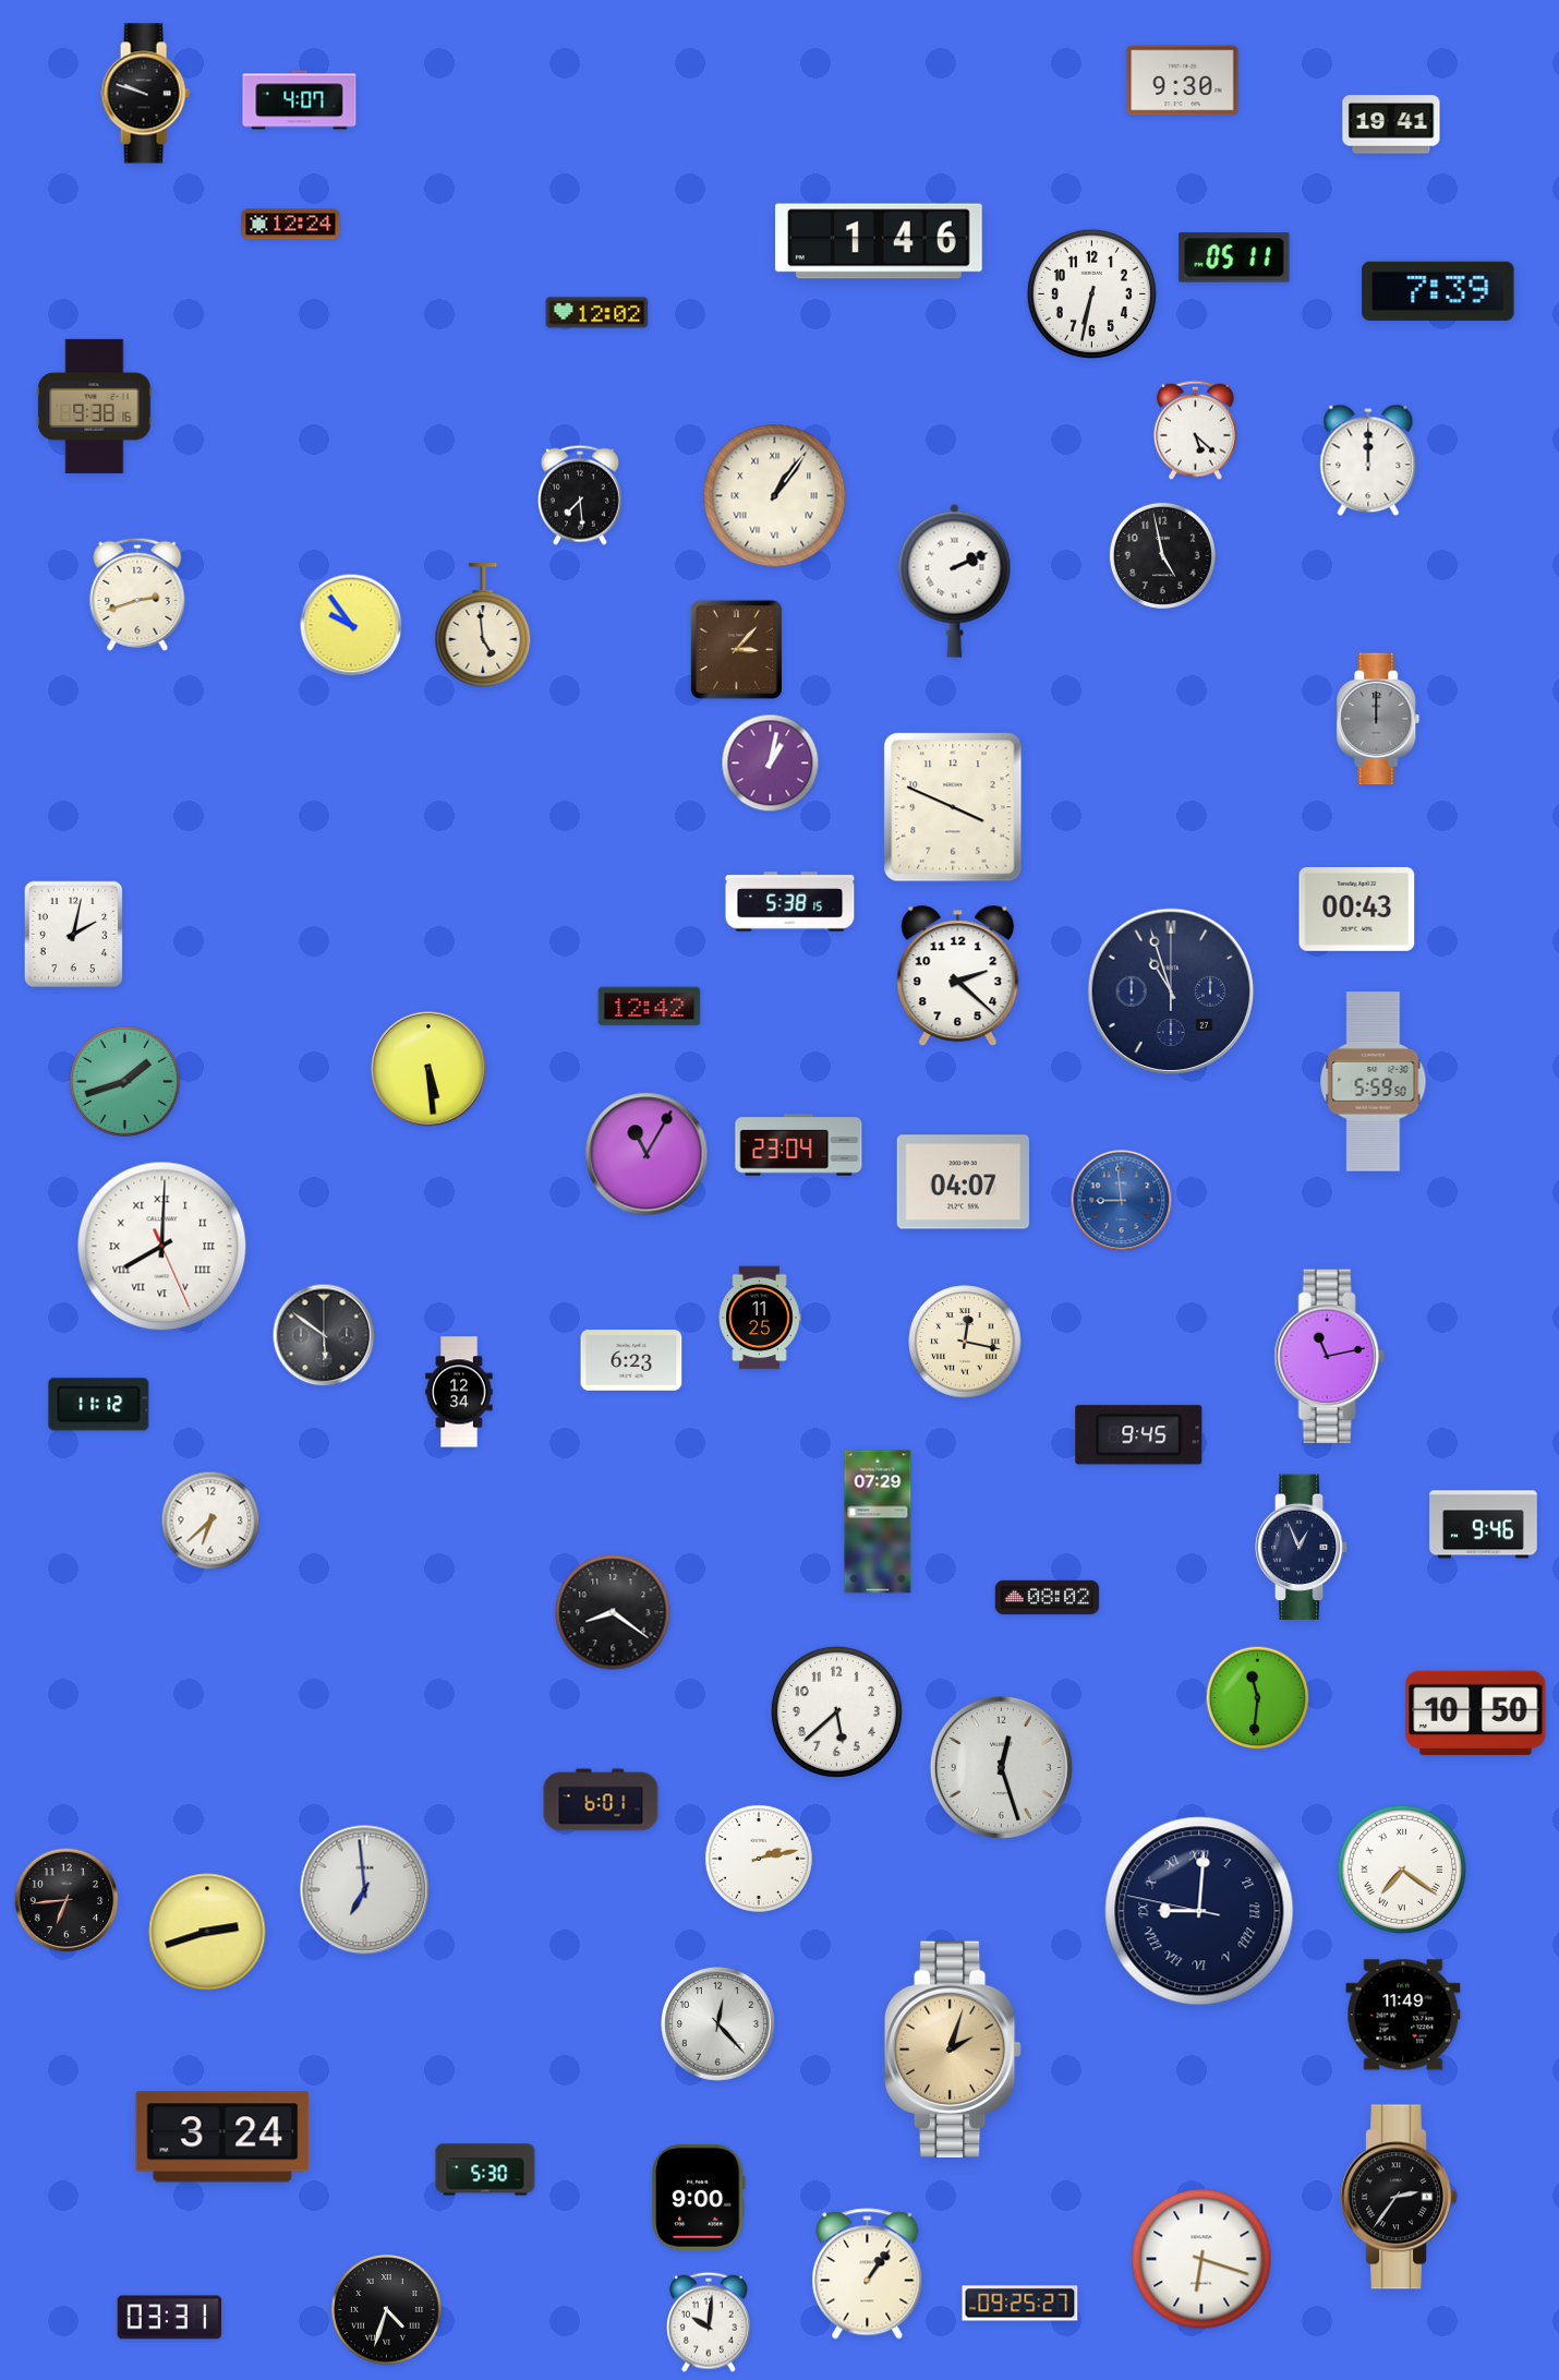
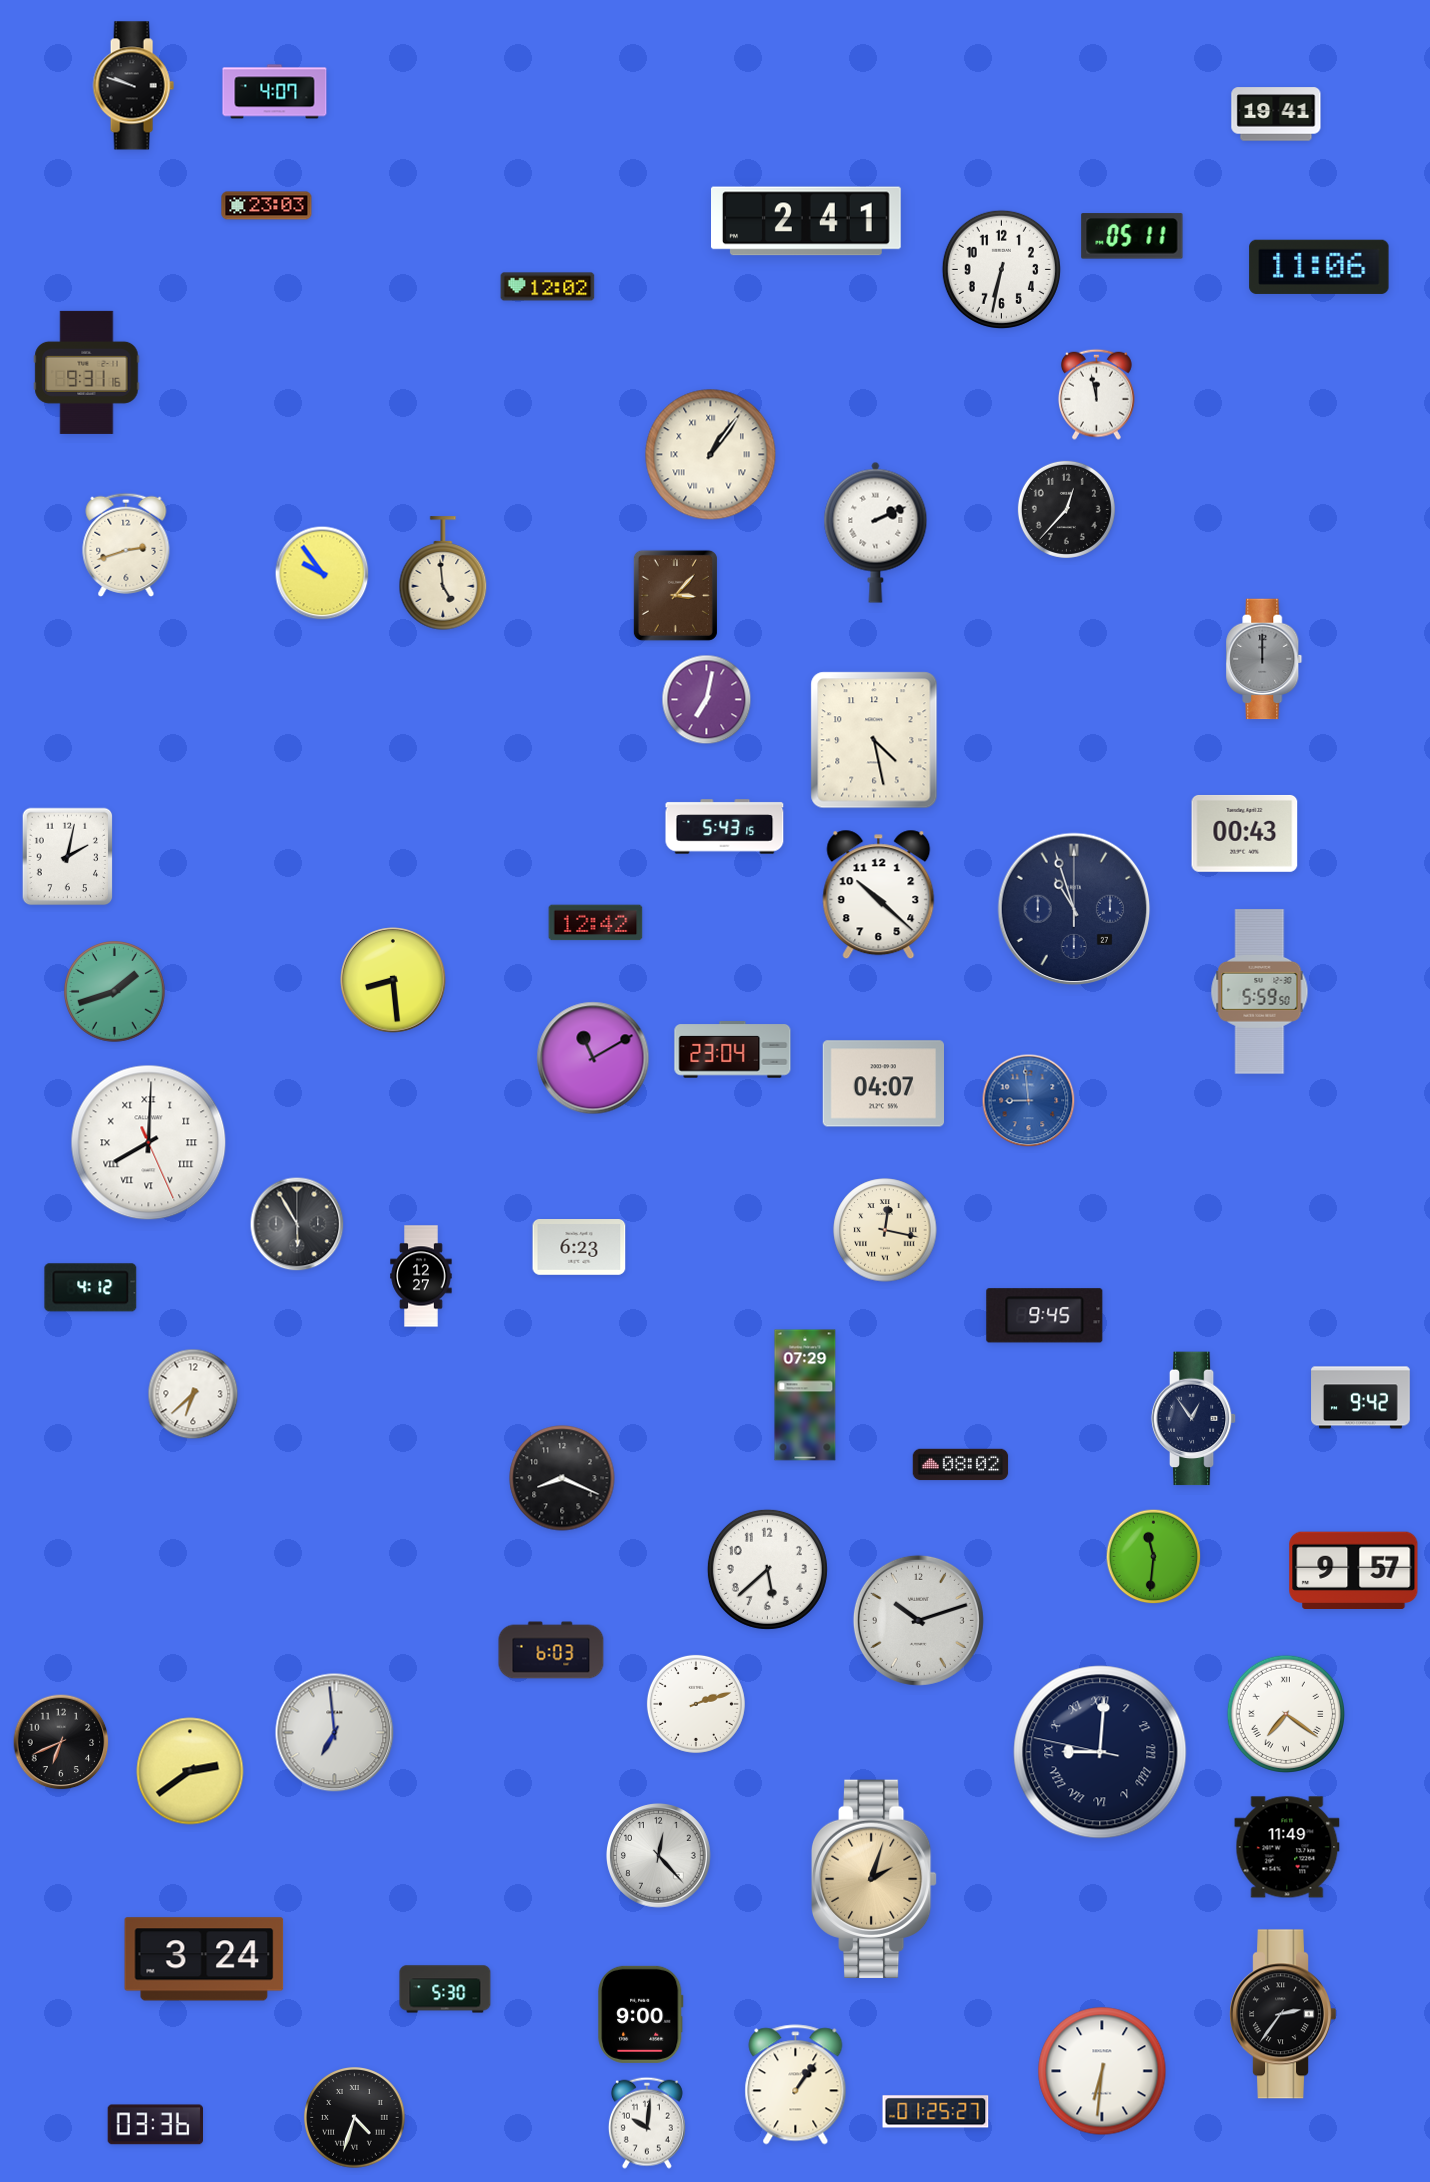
clock at (1183, 81): 9:30 -> none
clock at (291, 225): 12:24 -> 23:03
clock at (880, 241): 1:46 -> 2:41
clock at (1438, 291): 7:39 -> 11:06
clock at (95, 406): 9:38 -> 9:31
clock at (1195, 430): 5:22 -> 11:58
clock at (1368, 460): 12:00 -> none
clock at (580, 495): 7:29 -> none
clock at (1162, 555): 4:58 -> 12:37
clock at (771, 764): 1:02 -> 7:02
clock at (953, 807): 3:49 -> 4:28
clock at (790, 902): 5:38 -> 5:43
clock at (958, 976): 2:22 -> 10:22
clock at (428, 1069): 5:29 -> 8:29
clock at (646, 1154): 11:05 -> 11:10
clock at (760, 1318): 11:25 -> none
clock at (324, 1335): 5:51 -> 5:55
clock at (1329, 1357): 11:13 -> none
clock at (459, 1392): 12:34 -> 12:27
clock at (99, 1405): 11:12 -> 4:12
clock at (1484, 1525): 9:46 -> 9:42
clock at (1302, 1548): 12:56 -> 12:54
clock at (613, 1612): 8:21 -> 8:19
clock at (1476, 1712): 10:50 -> 9:57
clock at (1001, 1767): 12:27 -> 10:12
clock at (601, 1800): 6:01 -> 6:03
clock at (759, 1859): 2:13 -> 2:12
clock at (67, 1900): 6:44 -> 6:41
clock at (207, 1932): 2:42 -> 2:39
clock at (1201, 2259): 6:18 -> 6:31
clock at (1020, 2304): 09:25 -> 01:25
clock at (169, 2318): 03:31 -> 03:36
clock at (709, 2322) position: (709, 2322) -> (647, 2123)
